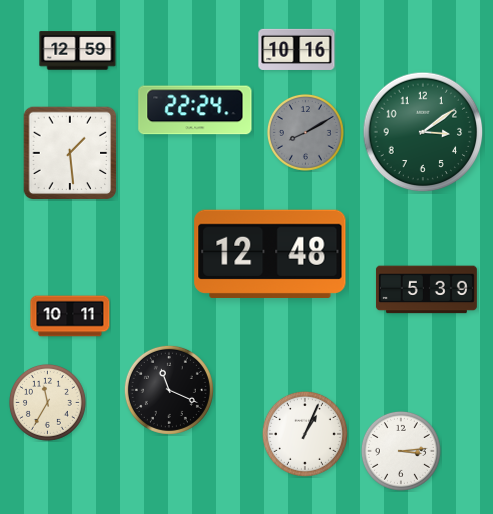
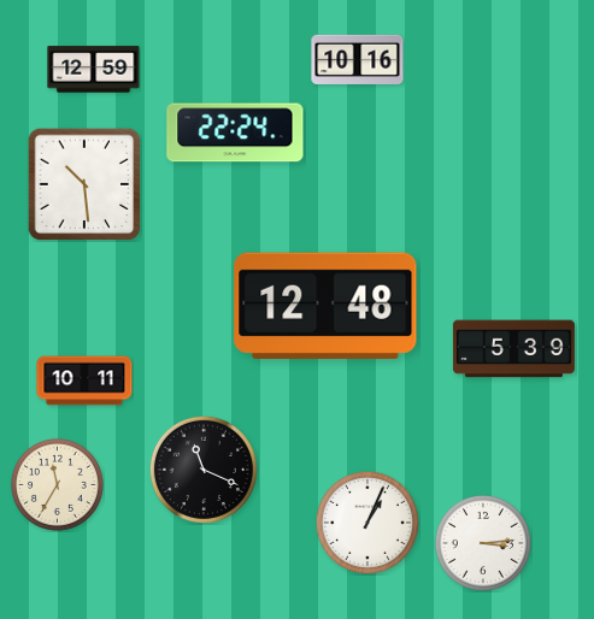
clock at (78, 51) position: (78, 51) -> (94, 70)
clock at (305, 132): 8:10 -> none
clock at (423, 132): 3:09 -> none
clock at (70, 153): 1:29 -> 10:29
